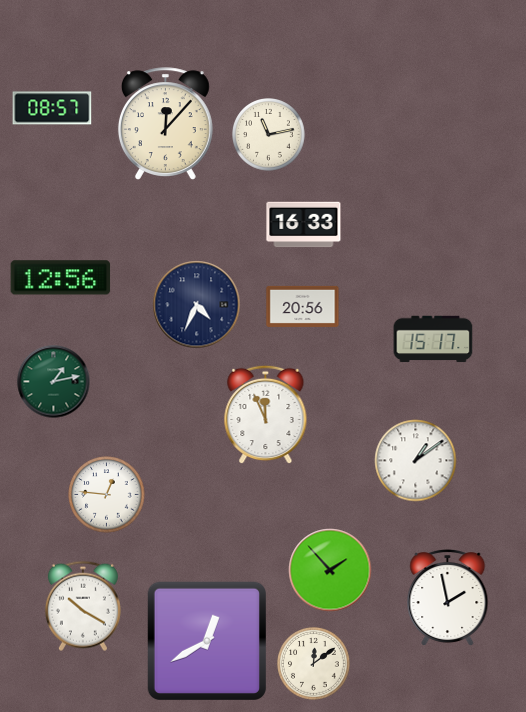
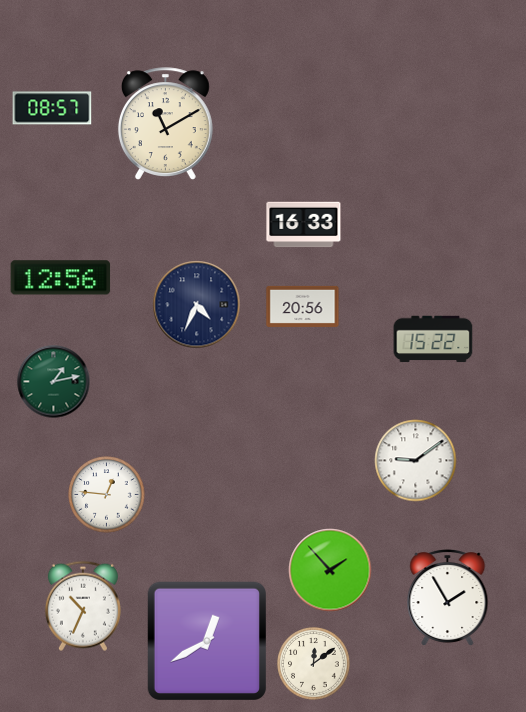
clock at (165, 124): 12:07 -> 11:10
clock at (269, 135): 11:13 -> none
clock at (433, 339): 15:17 -> 15:22
clock at (266, 415): 11:56 -> none
clock at (416, 461): 1:09 -> 9:09
clock at (448, 598): 1:58 -> 1:55
clock at (83, 606): 10:20 -> 10:34
